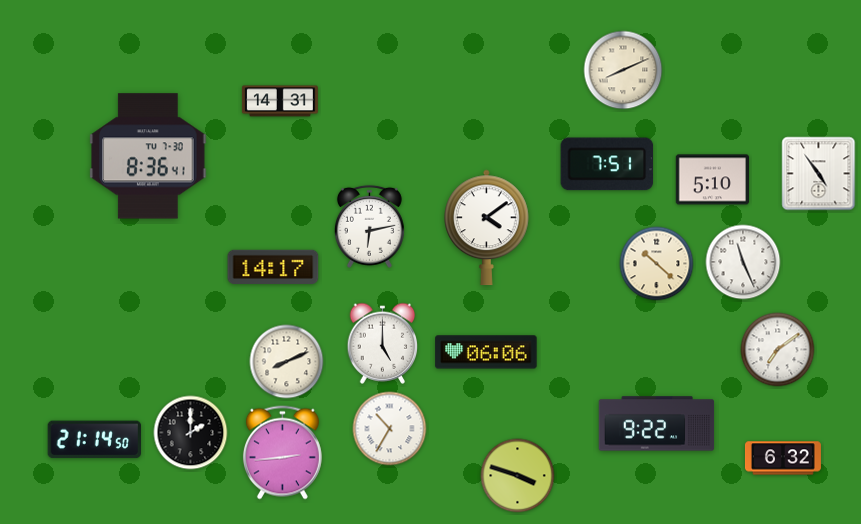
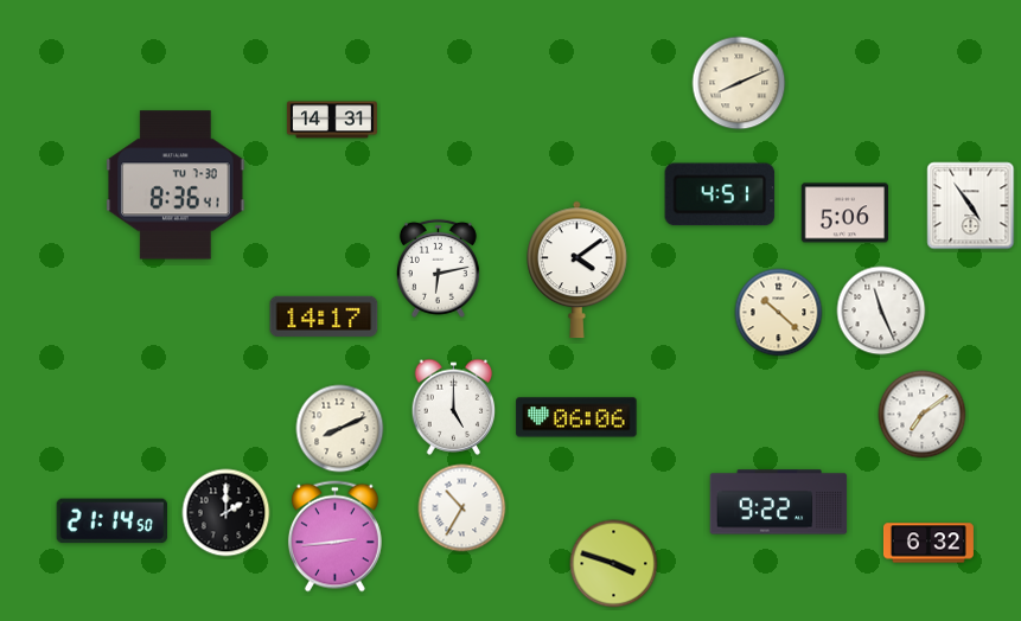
clock at (607, 164): 7:51 -> 4:51
clock at (712, 180): 5:10 -> 5:06
